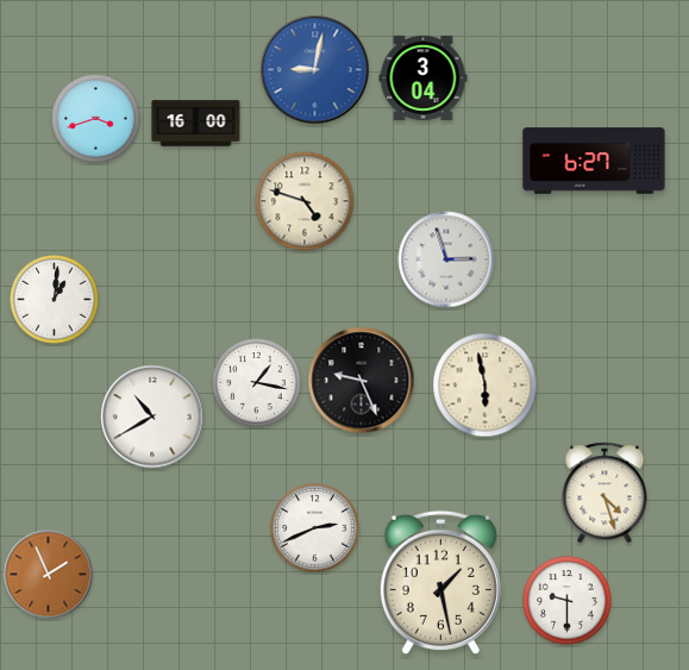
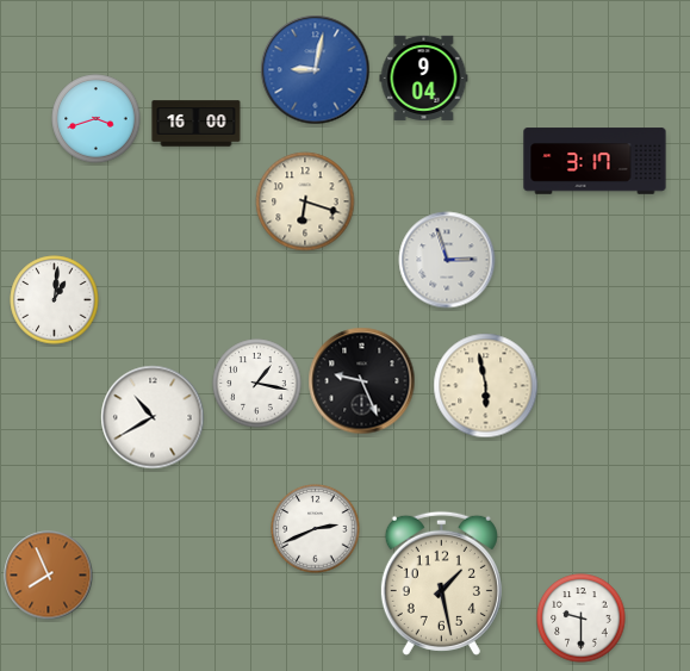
clock at (424, 77): 3:04 -> 9:04
clock at (594, 161): 6:27 -> 3:17
clock at (305, 201): 4:48 -> 6:18
clock at (605, 493): 4:27 -> none
clock at (49, 575): 1:56 -> 7:56
clock at (568, 601) position: (568, 601) -> (582, 619)
